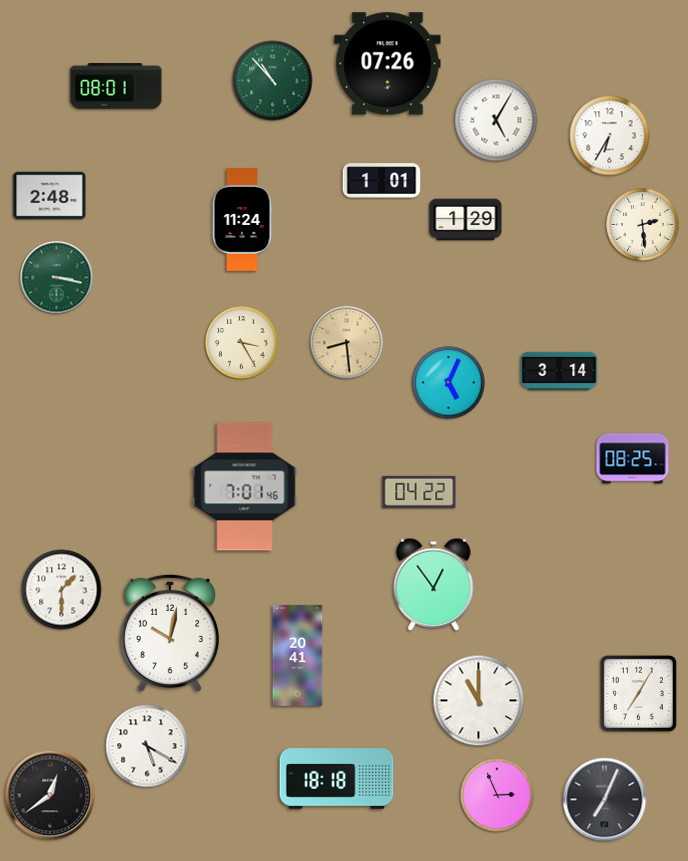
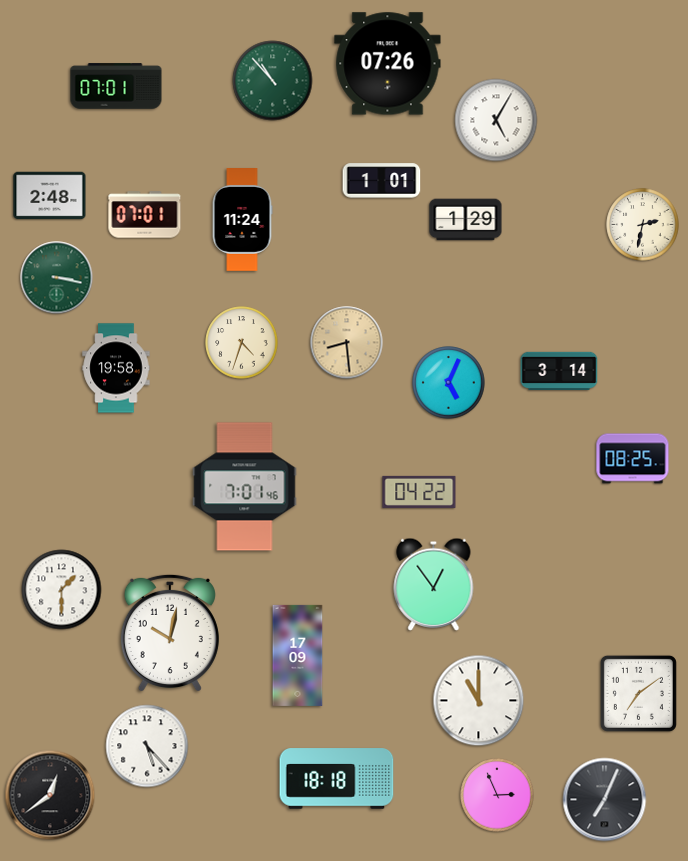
clock at (116, 86): 08:01 -> 07:01
clock at (610, 136): 6:35 -> none
clock at (145, 215): none -> 07:01
clock at (643, 225): 2:29 -> 2:32
clock at (242, 343): 3:25 -> 4:33
clock at (116, 368): none -> 19:58
clock at (298, 655): 20:41 -> 17:09
clock at (638, 693): 7:05 -> 7:09
clock at (147, 746): 5:20 -> 5:23
